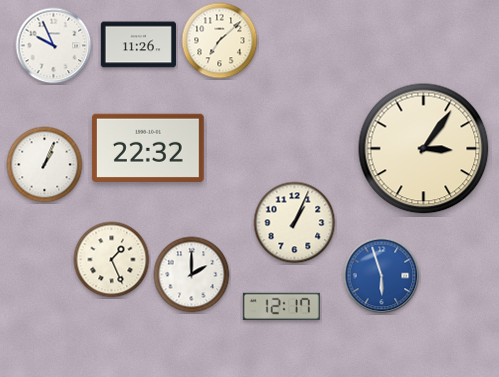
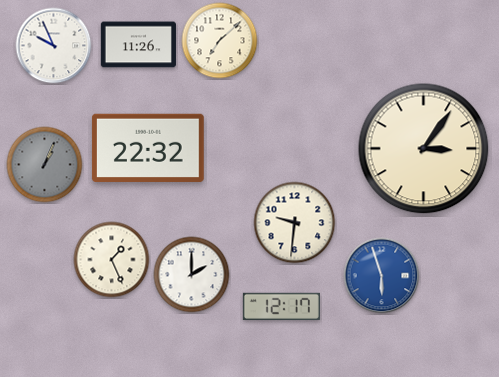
clock at (45, 165) dial: white -> grey
clock at (295, 223): 1:04 -> 9:31
